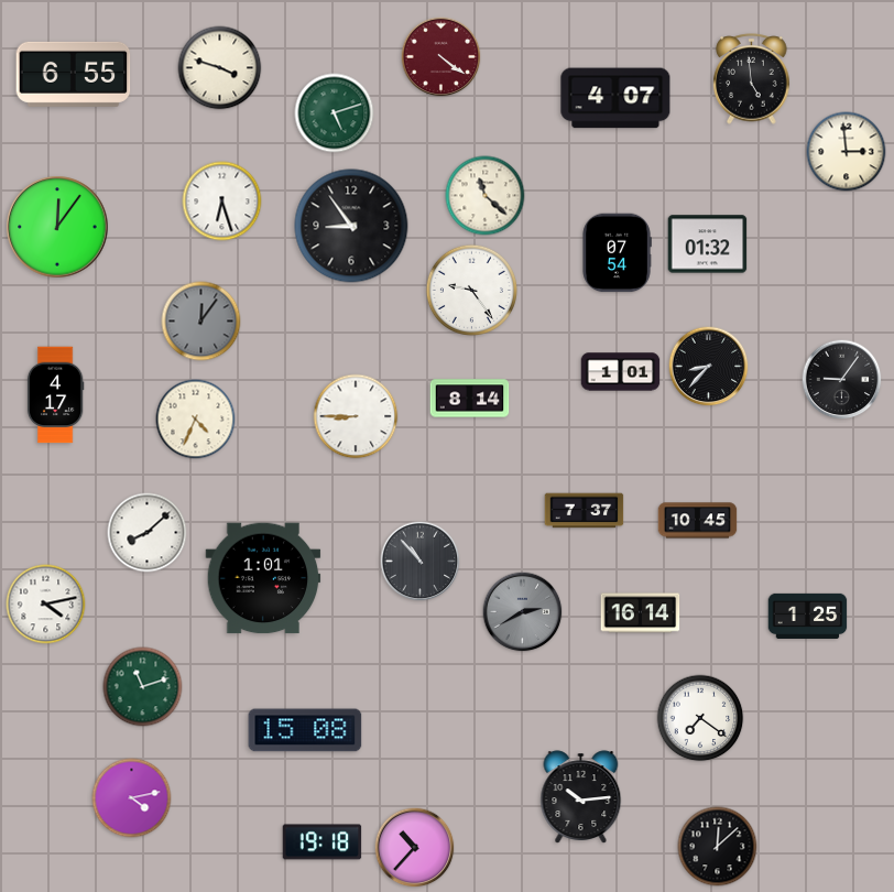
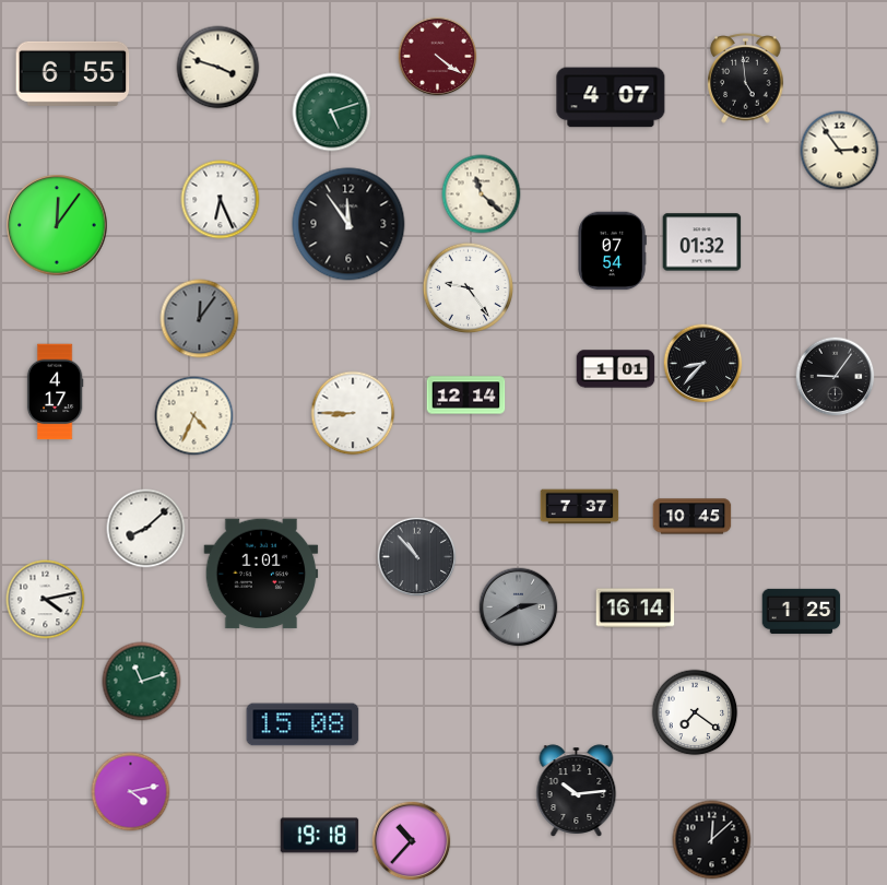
clock at (847, 152): 2:59 -> 2:54
clock at (222, 202): 6:27 -> 6:26
clock at (351, 226): 8:54 -> 11:54
clock at (470, 399): 8:14 -> 12:14
